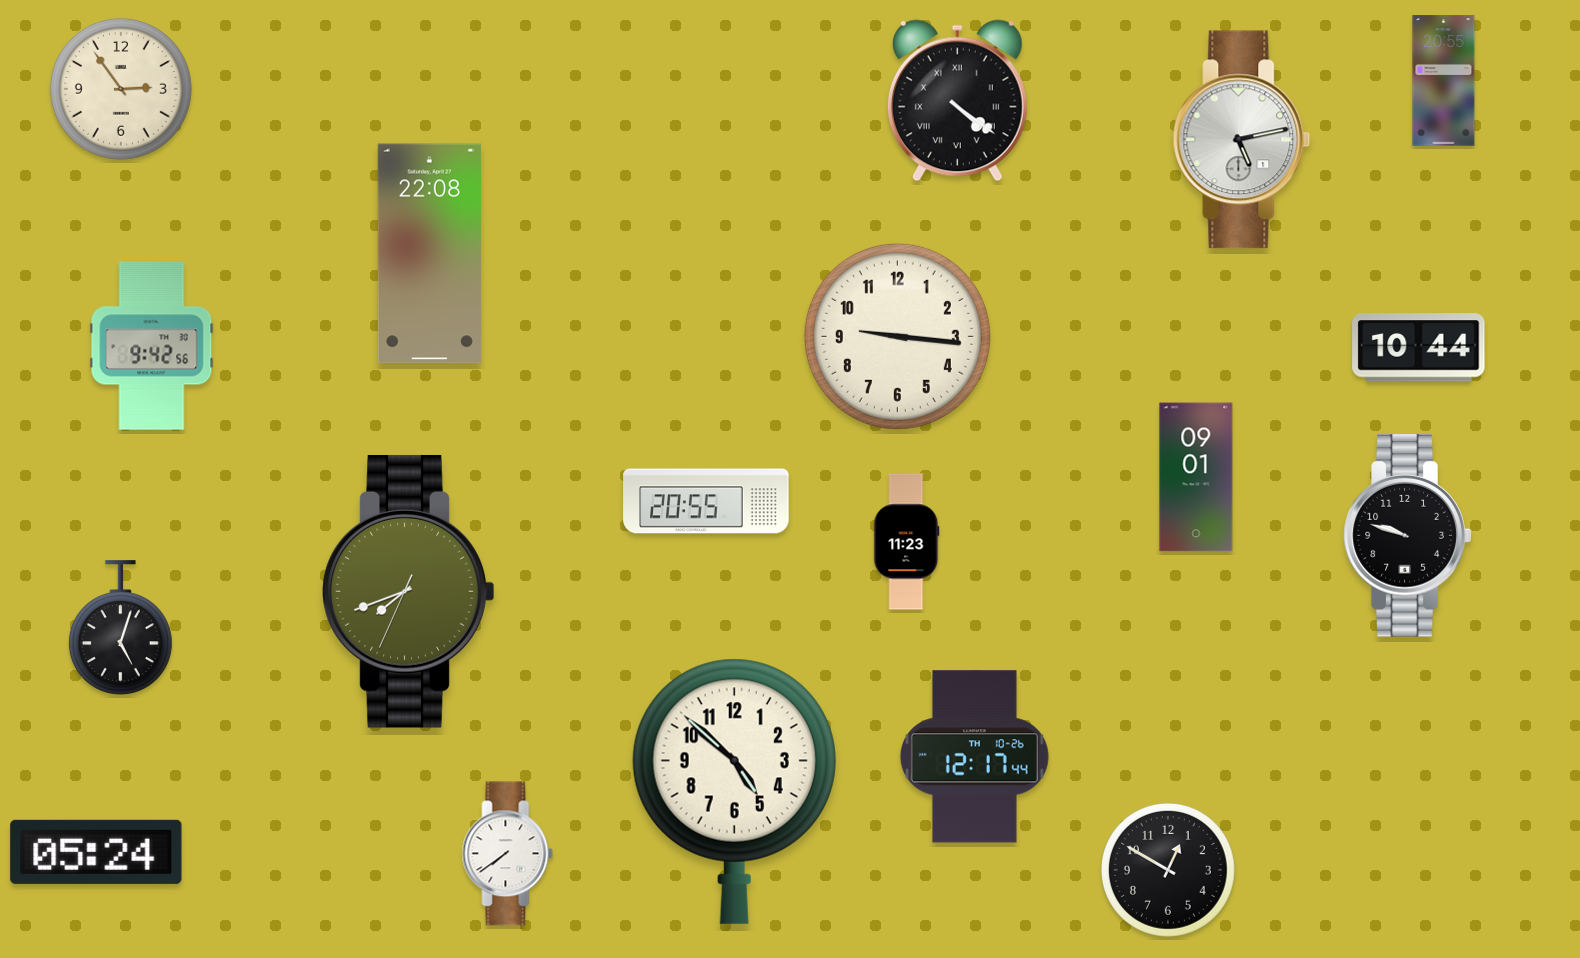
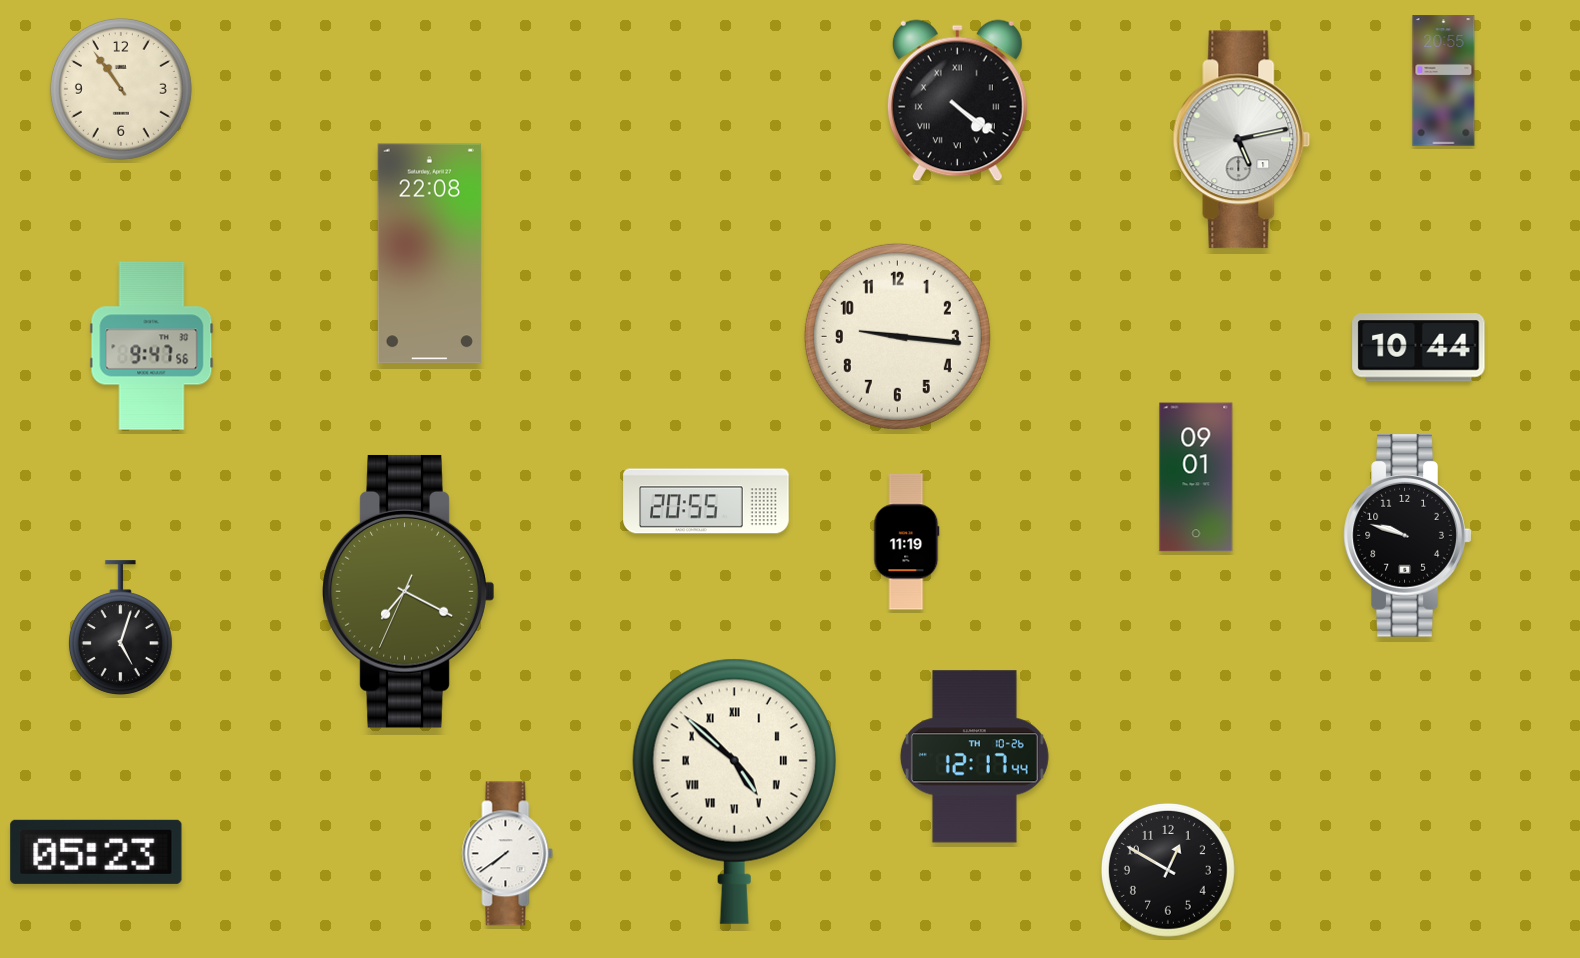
clock at (121, 89): 2:54 -> 10:54
clock at (152, 346): 9:42 -> 9:47
clock at (907, 542): 11:23 -> 11:19
clock at (409, 591): 7:41 -> 7:19
clock at (734, 791) numerals: Arabic -> Roman
clock at (96, 852): 05:24 -> 05:23
